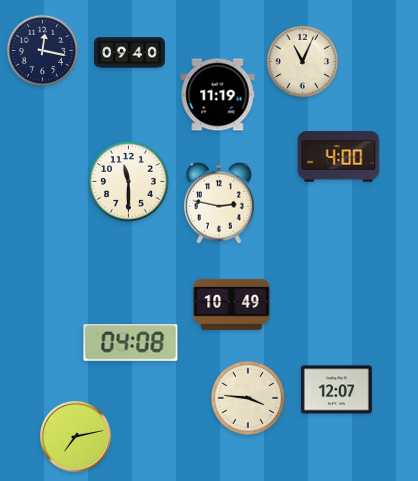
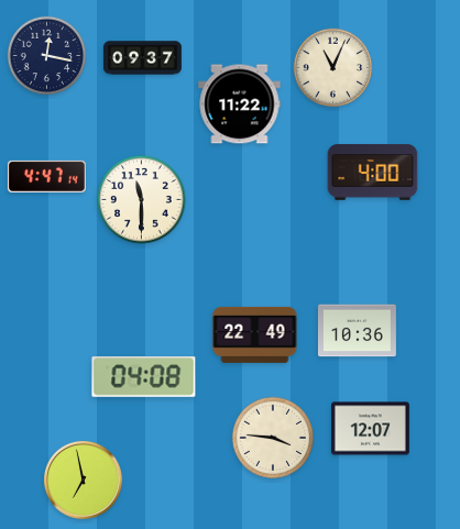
clock at (129, 53): 09:40 -> 09:37
clock at (218, 95): 11:19 -> 11:22
clock at (46, 176): none -> 4:47
clock at (219, 203): 2:47 -> none
clock at (357, 331): none -> 10:36
clock at (232, 304): 10:49 -> 22:49
clock at (75, 436): 7:13 -> 6:58
